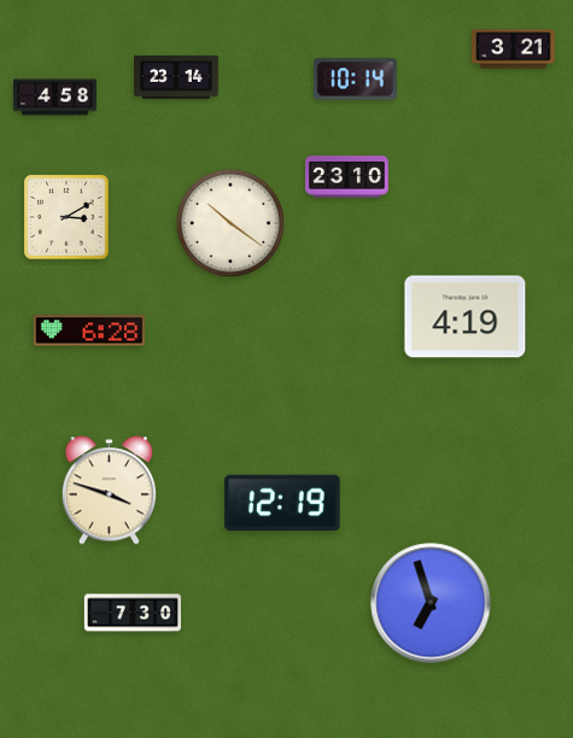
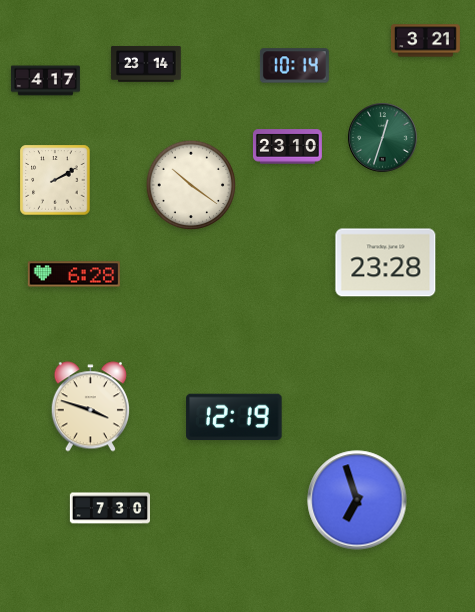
clock at (54, 98): 4:58 -> 4:17
clock at (383, 138): none -> 12:33
clock at (66, 217): 3:10 -> 2:10
clock at (466, 317): 4:19 -> 23:28
